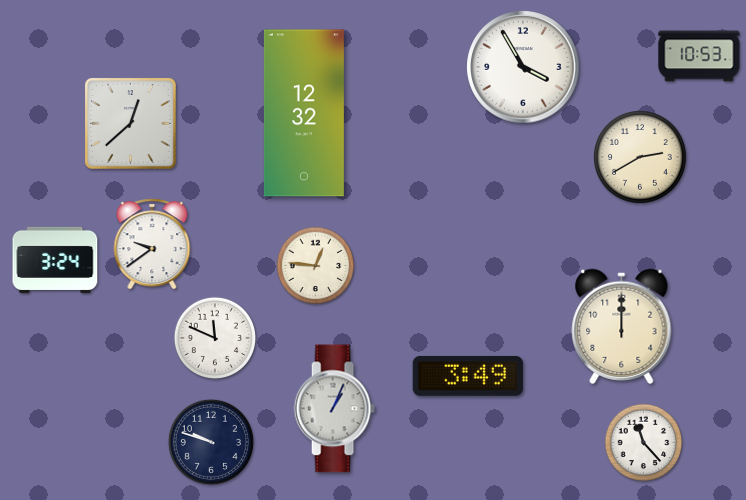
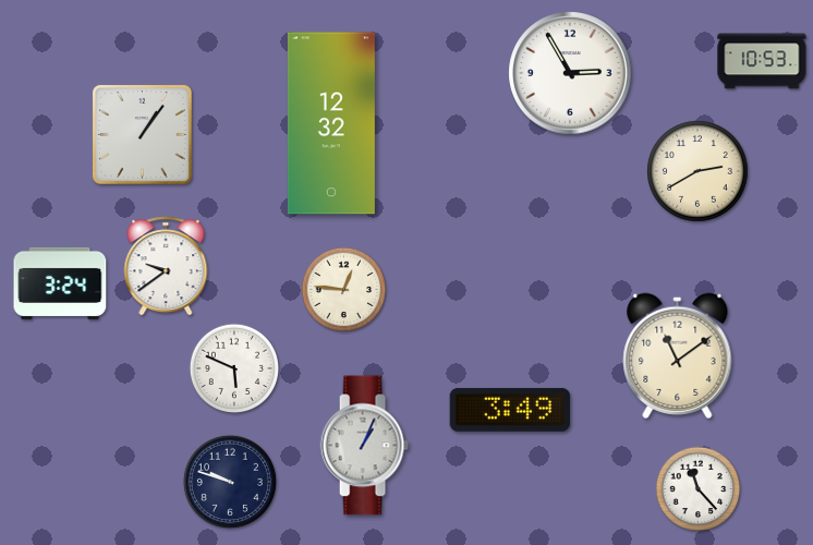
clock at (523, 67): 3:55 -> 2:55
clock at (130, 123): 12:38 -> 1:06
clock at (622, 326): 12:00 -> 11:09
clock at (214, 337): 11:49 -> 5:49
clock at (644, 443) position: (644, 443) -> (699, 489)
